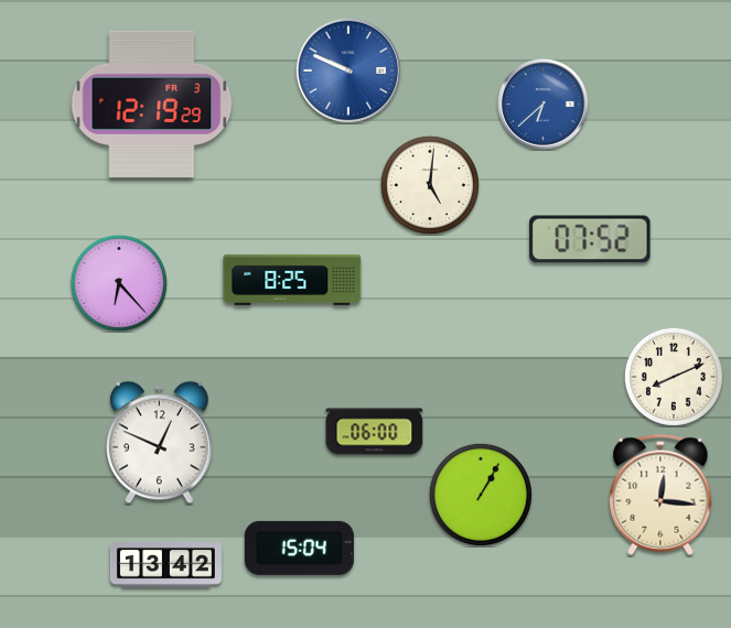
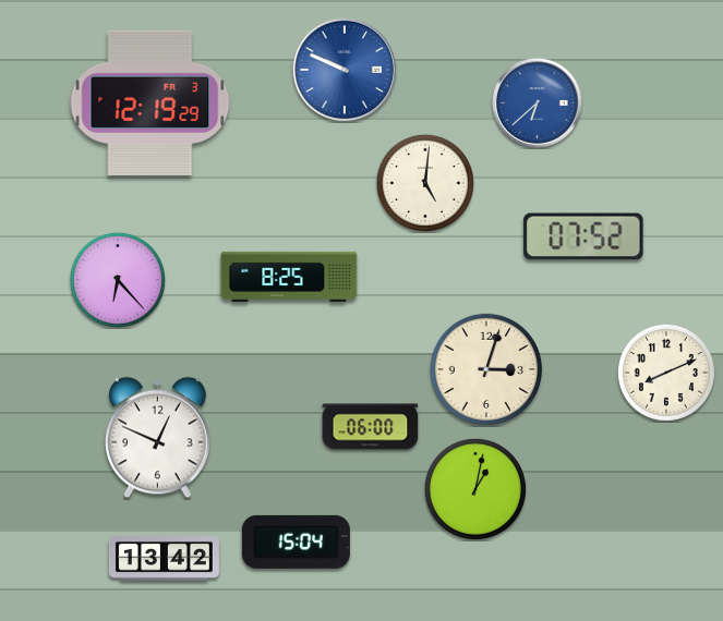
clock at (485, 368): none -> 3:03
clock at (481, 495): 1:05 -> 1:02
clock at (660, 495): 12:16 -> none
